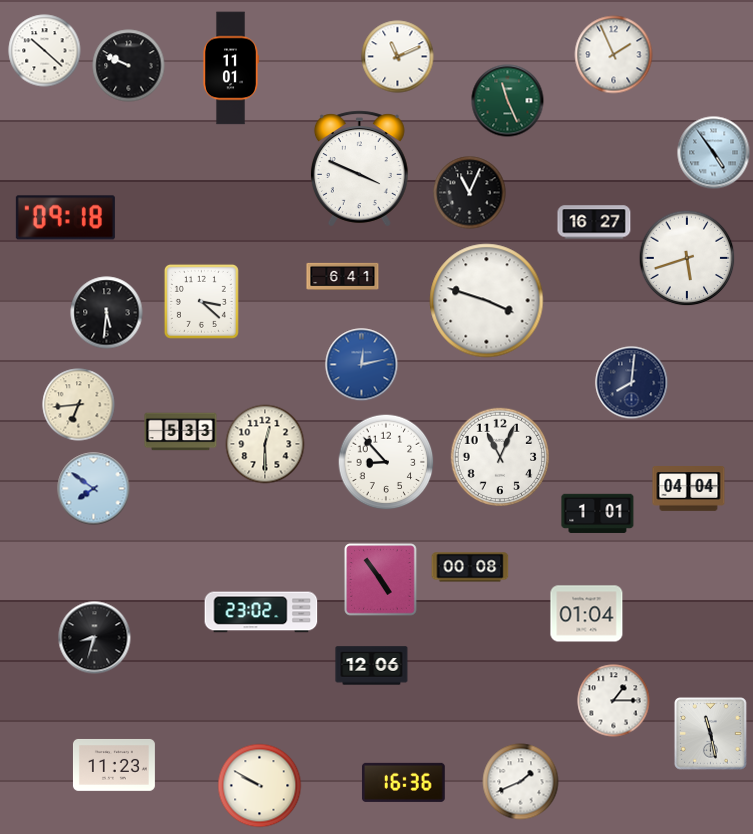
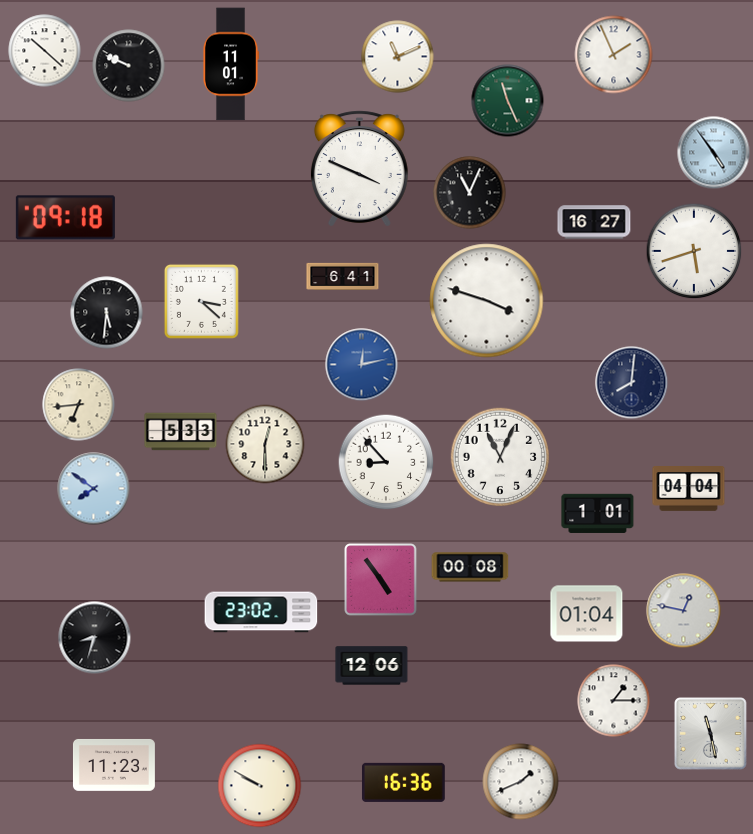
clock at (230, 68) position: (230, 68) -> (230, 64)
clock at (687, 258) position: (687, 258) -> (694, 251)
clock at (684, 611): none -> 12:47
